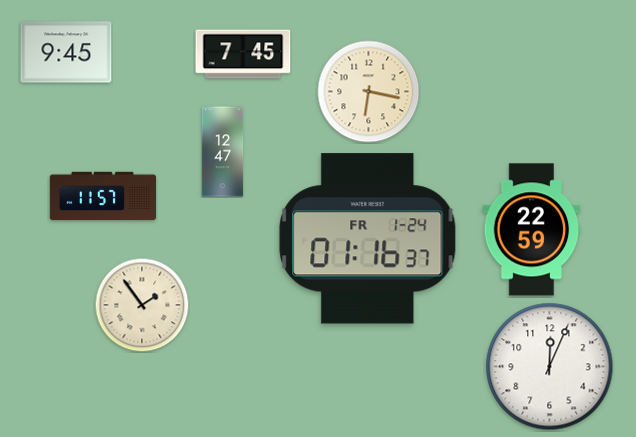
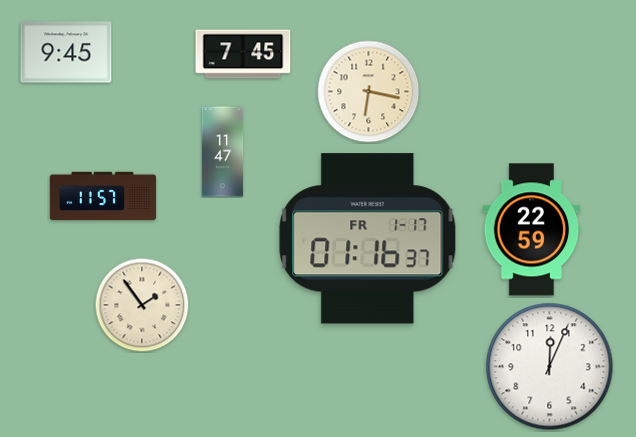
clock at (223, 152): 12:47 -> 11:47
clock at (368, 239) date: FR 1-24 -> FR 1-17
